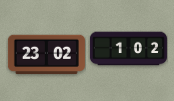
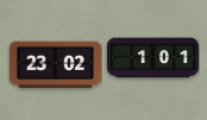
clock at (128, 49): 1:02 -> 1:01
